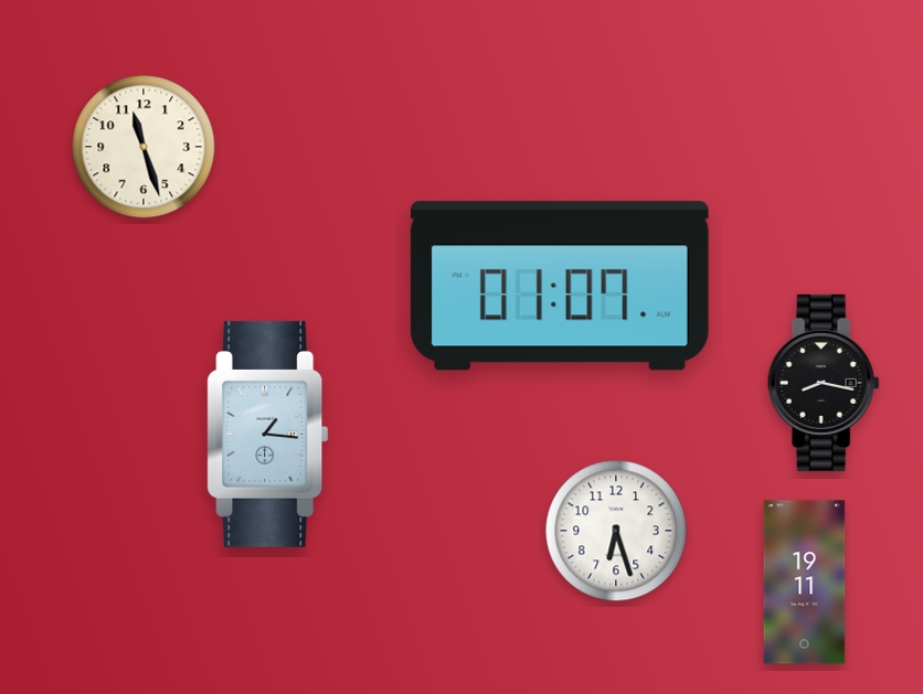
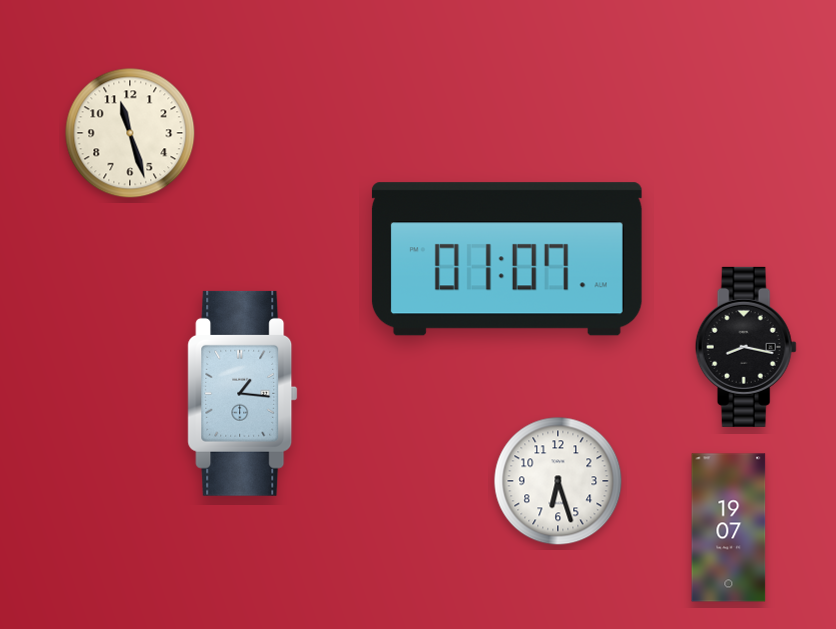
clock at (805, 583): 19:11 -> 19:07
